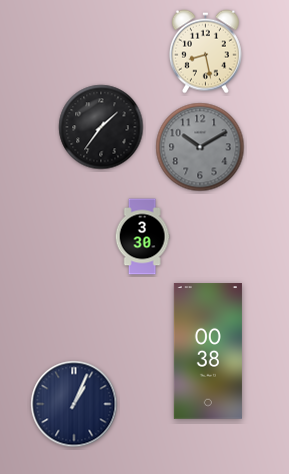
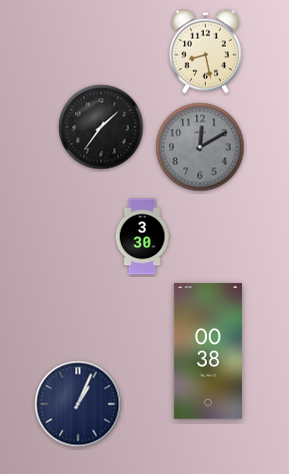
clock at (200, 147): 10:10 -> 12:10
clock at (74, 404) position: (74, 404) -> (78, 404)
